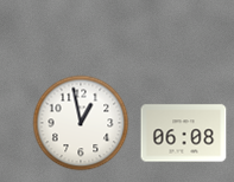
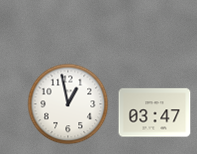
clock at (184, 134): 06:08 -> 03:47
